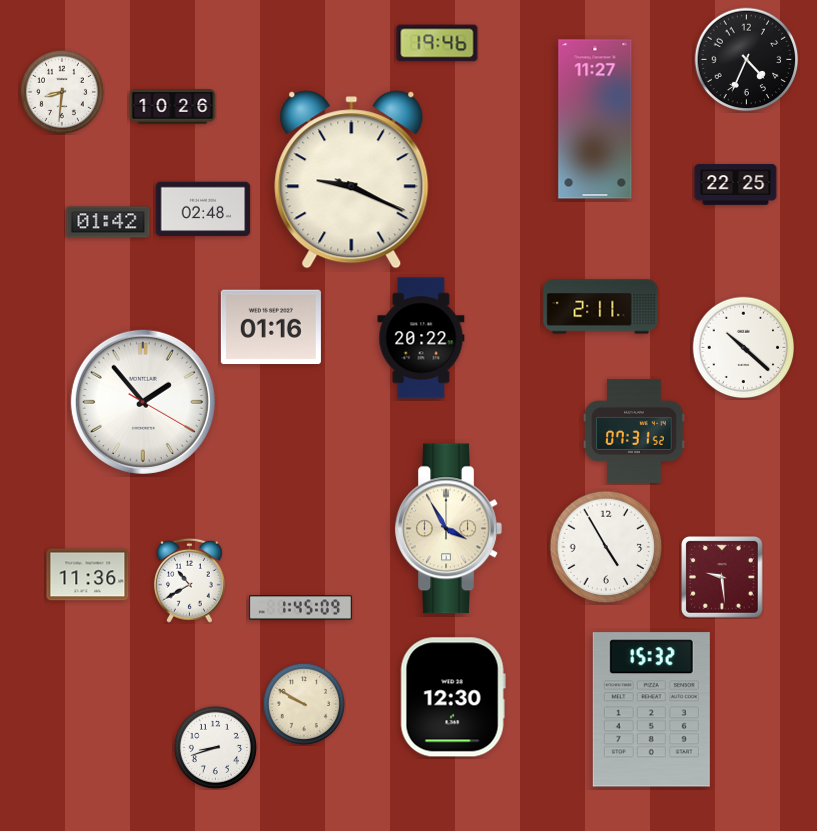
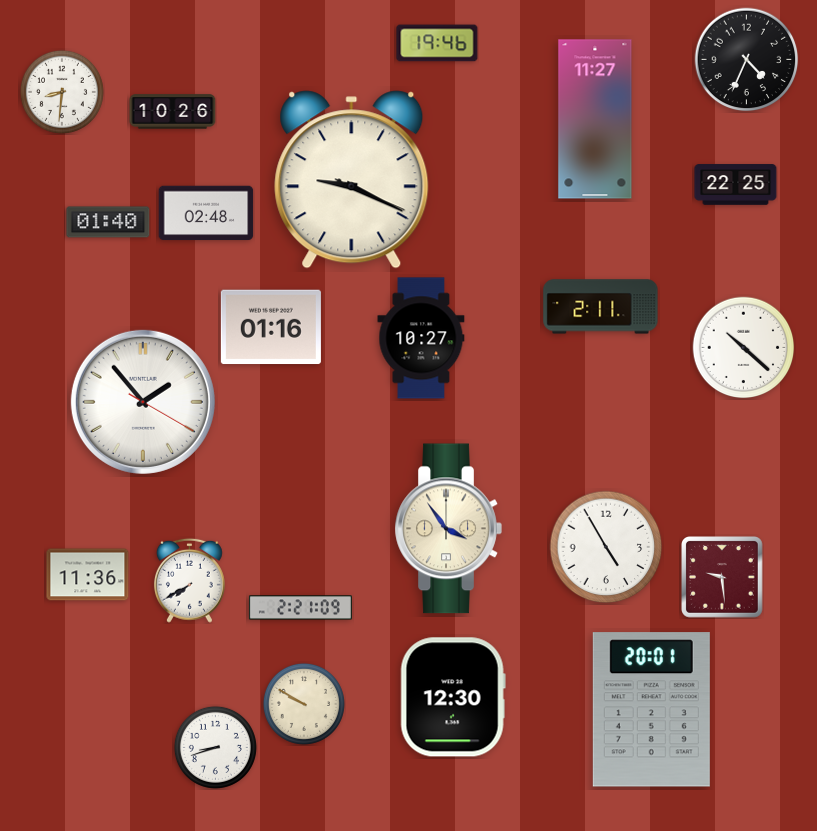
clock at (173, 107) position: (173, 107) -> (173, 112)
clock at (203, 209) position: (203, 209) -> (206, 213)
clock at (108, 222): 01:42 -> 01:40
clock at (421, 338): 20:22 -> 10:27
clock at (634, 431): 07:31 -> none
clock at (448, 529): 3:55 -> 3:54
clock at (189, 580): 10:40 -> 7:40
clock at (300, 608): 1:45 -> 2:21
clock at (651, 710): 15:32 -> 20:01
